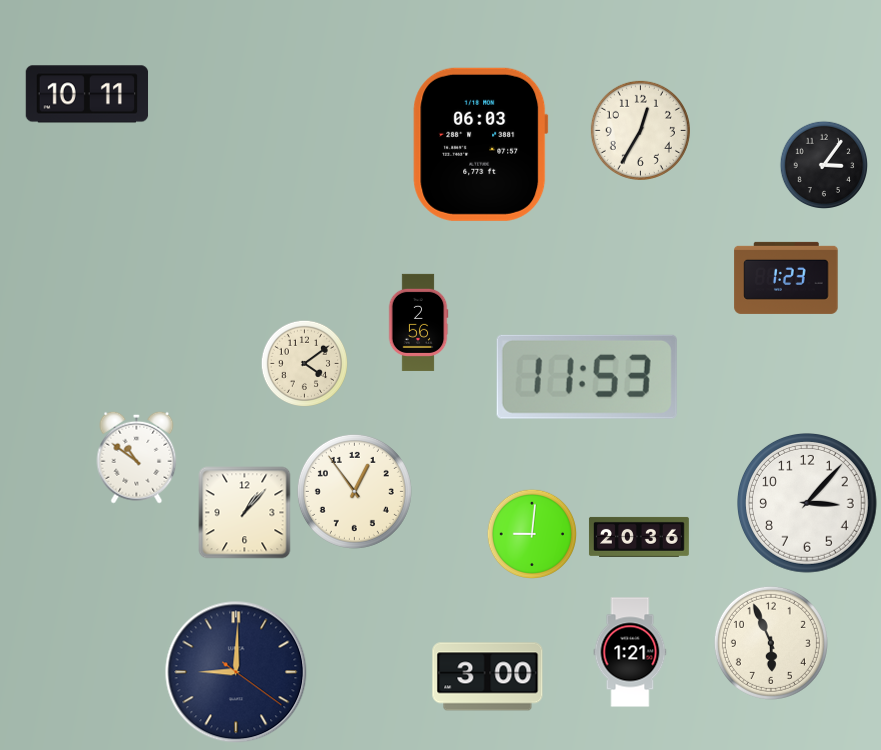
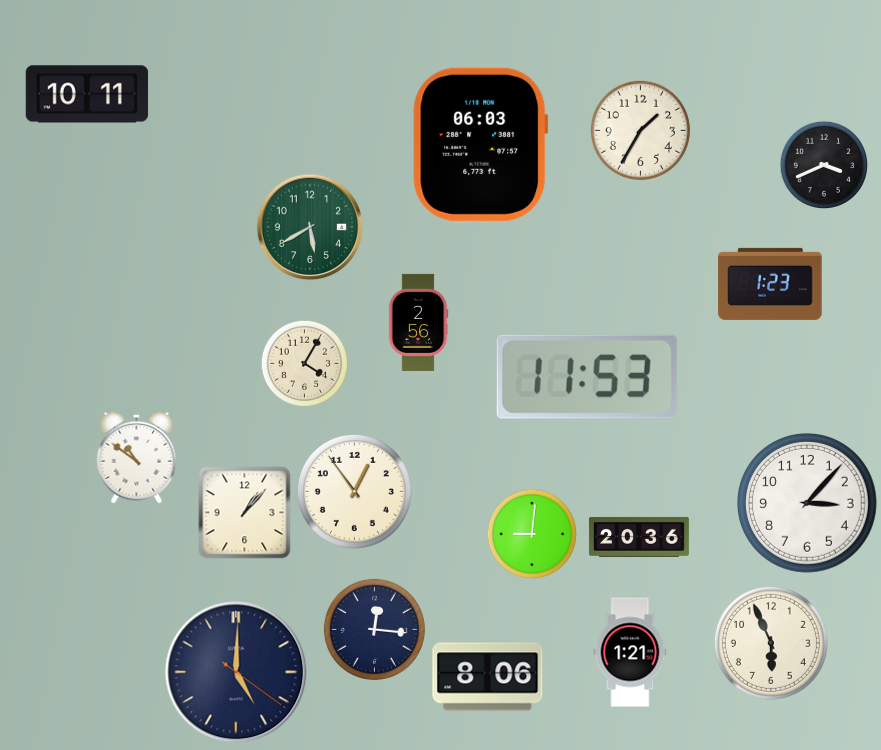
clock at (640, 130): 12:35 -> 1:35
clock at (823, 164): 3:06 -> 3:41
clock at (310, 227): none -> 5:40
clock at (786, 278) position: (786, 278) -> (770, 284)
clock at (304, 363): 4:09 -> 4:05
clock at (374, 629): none -> 12:16
clock at (236, 672): 9:00 -> 5:00
clock at (488, 677): 3:00 -> 8:06
